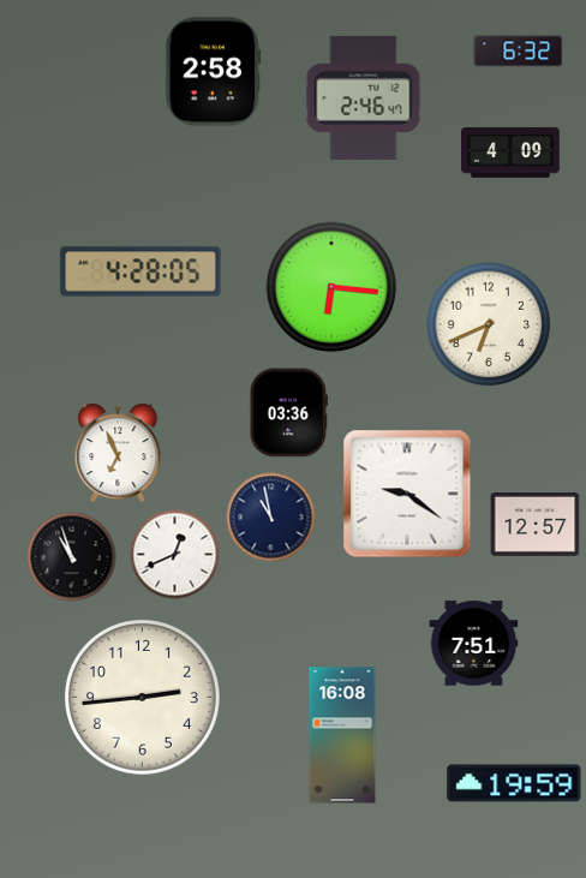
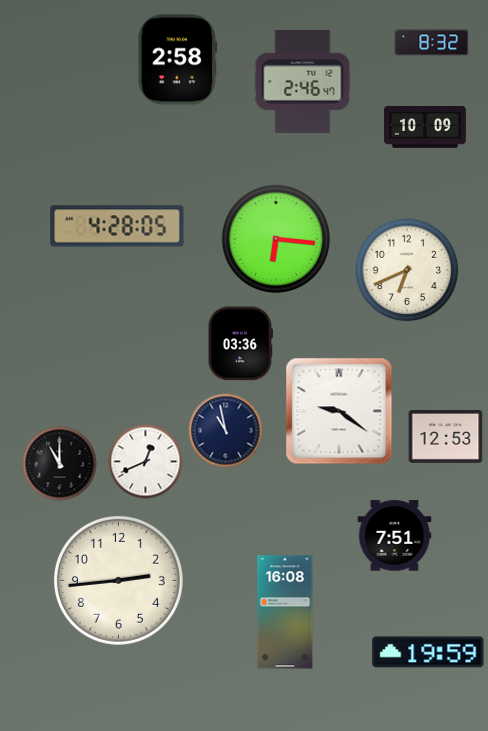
clock at (519, 52): 6:32 -> 8:32
clock at (510, 153): 4:09 -> 10:09
clock at (118, 453): 6:56 -> none
clock at (536, 525): 12:57 -> 12:53
clock at (72, 557): 10:57 -> 11:00
